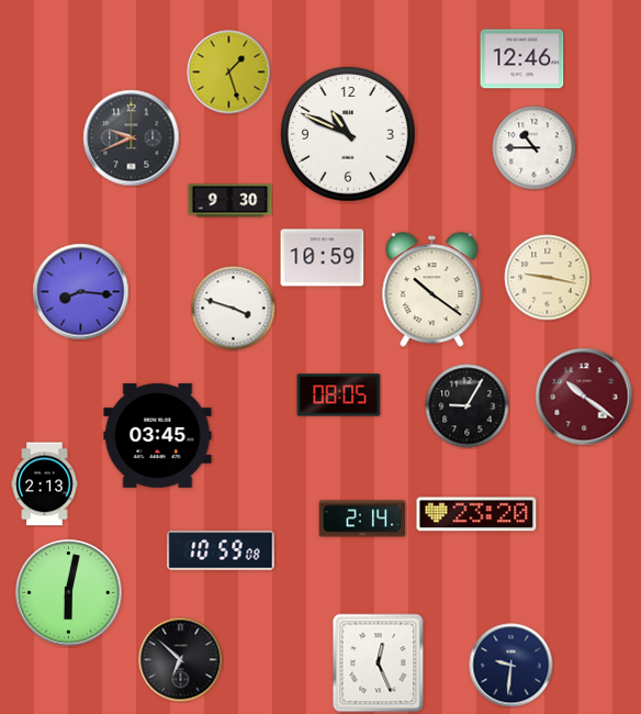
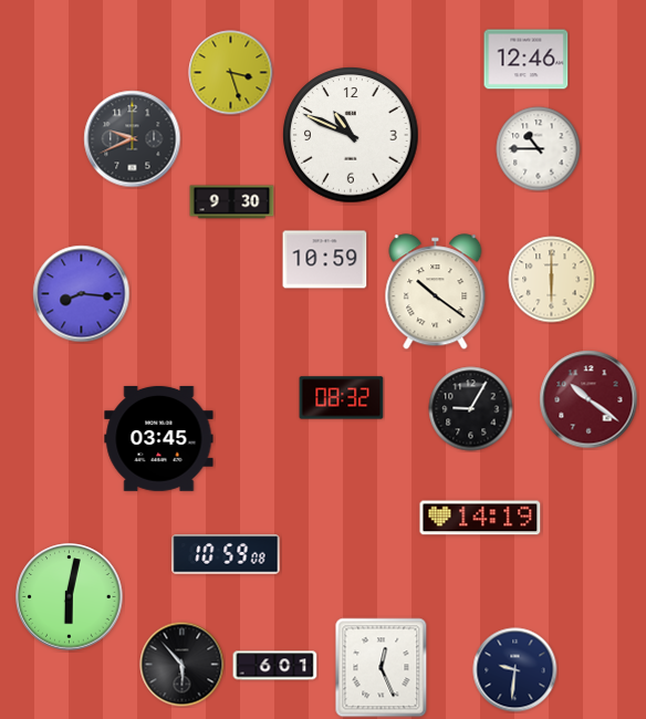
clock at (229, 72): 1:27 -> 3:27
clock at (548, 278): 9:17 -> 6:00
clock at (234, 309): 3:48 -> none
clock at (339, 395): 08:05 -> 08:32
clock at (45, 484): 2:13 -> none
clock at (476, 514): 23:20 -> 14:19
clock at (362, 518): 2:14 -> none
clock at (221, 550) position: (221, 550) -> (226, 554)
clock at (181, 660): 6:52 -> 5:53
clock at (275, 666): none -> 6:01
